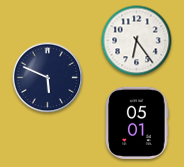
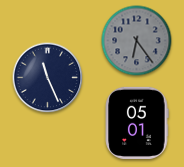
clock at (137, 41) dial: white -> grey
clock at (48, 78): 5:49 -> 11:26
